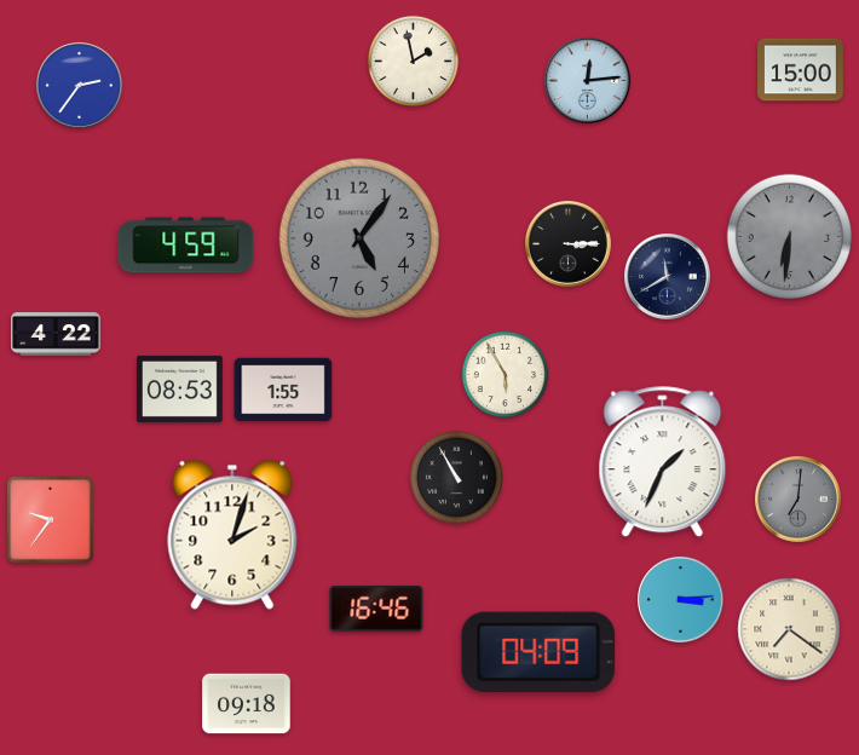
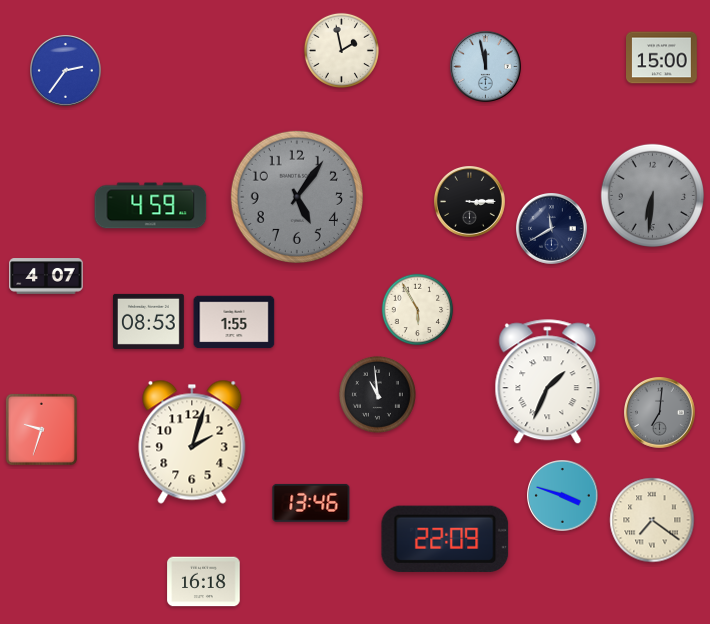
clock at (588, 81): 12:14 -> 11:58
clock at (186, 246) position: (186, 246) -> (151, 206)
clock at (56, 334): 4:22 -> 4:07
clock at (456, 477): 10:55 -> 10:59
clock at (50, 519): 9:36 -> 9:33
clock at (681, 600): 3:14 -> 3:48
clock at (376, 609): 16:46 -> 13:46
clock at (538, 652): 04:09 -> 22:09
clock at (247, 704): 09:18 -> 16:18
